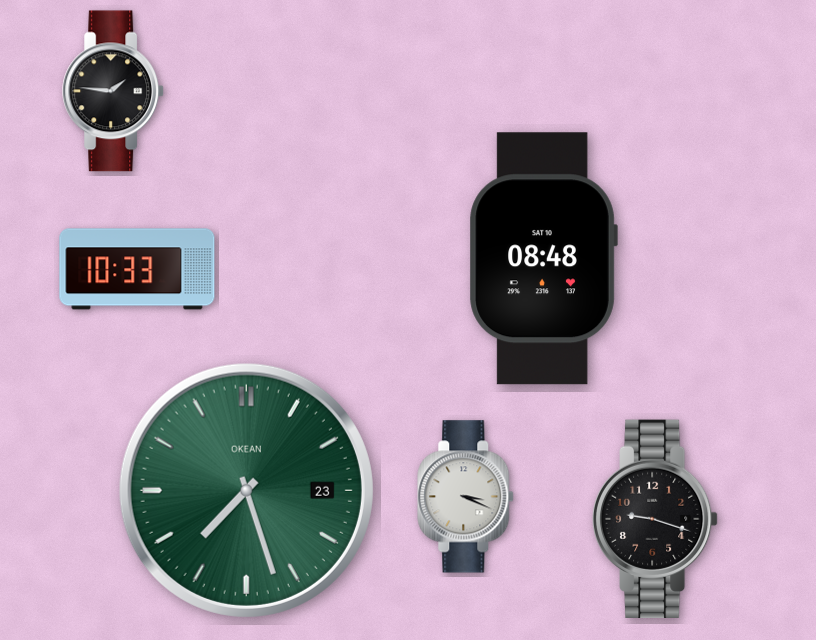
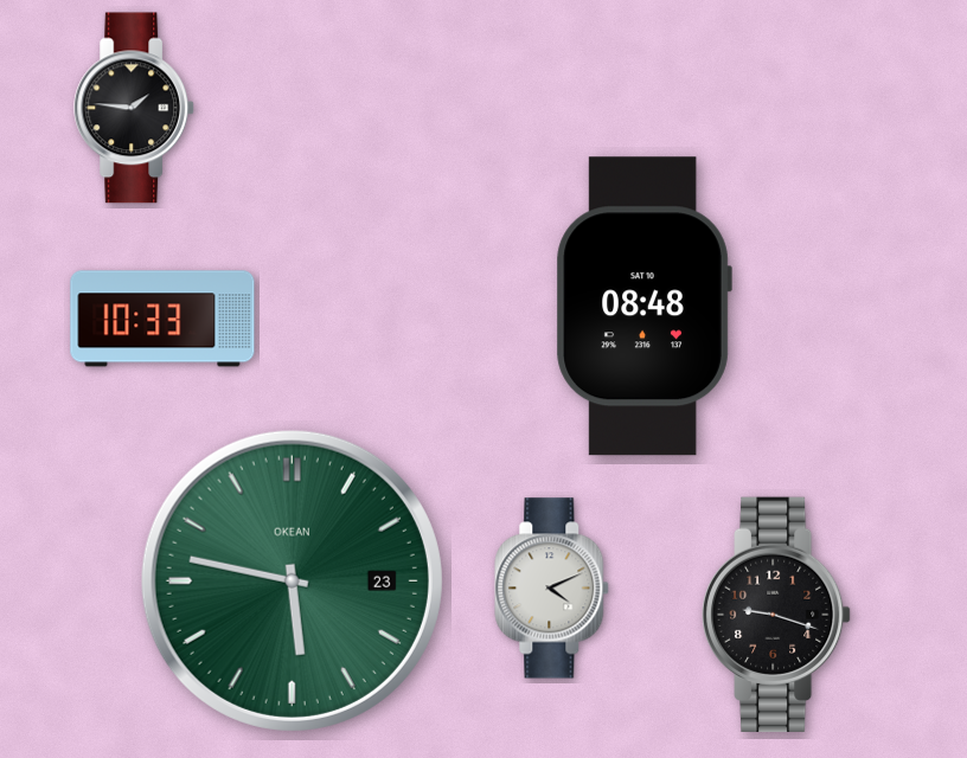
clock at (246, 490): 7:27 -> 5:47
clock at (466, 497): 3:19 -> 4:11
